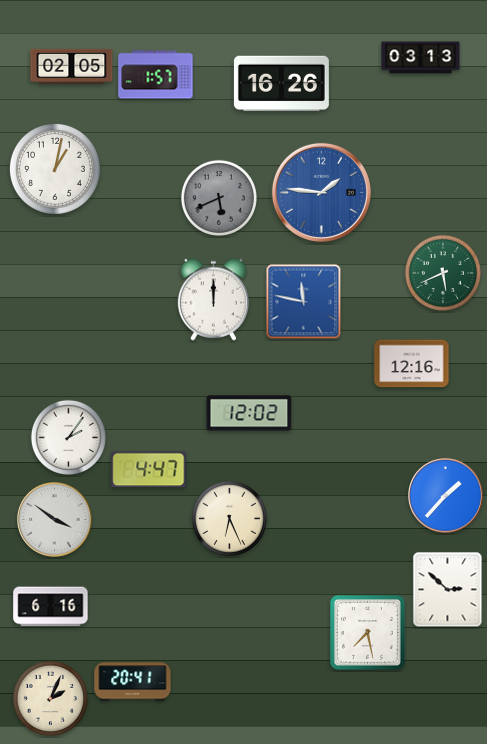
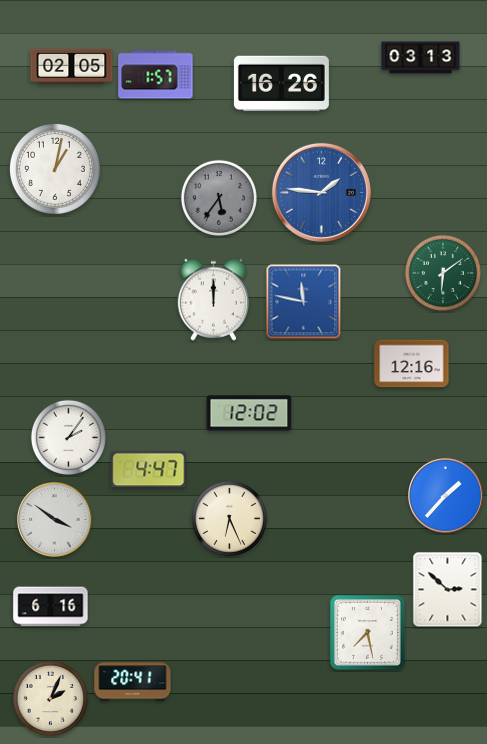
clock at (219, 198): 5:41 -> 5:36
clock at (443, 273): 5:41 -> 6:09
